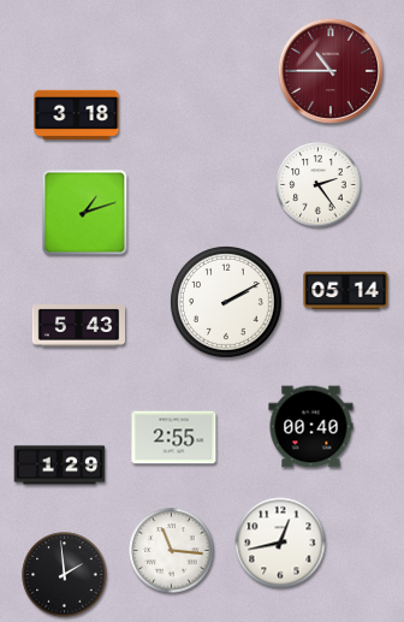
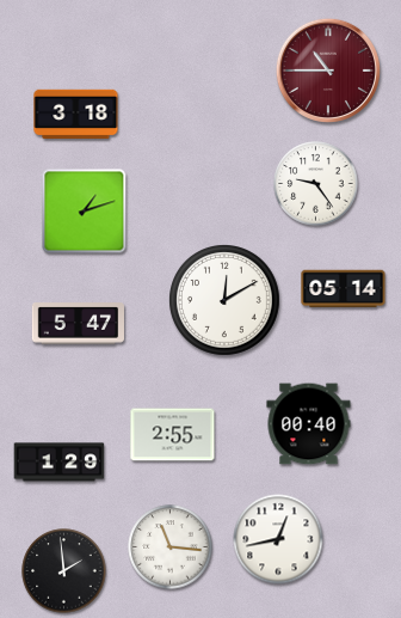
clock at (319, 185): 2:24 -> 9:24
clock at (227, 303): 2:10 -> 12:10
clock at (78, 326): 5:43 -> 5:47
